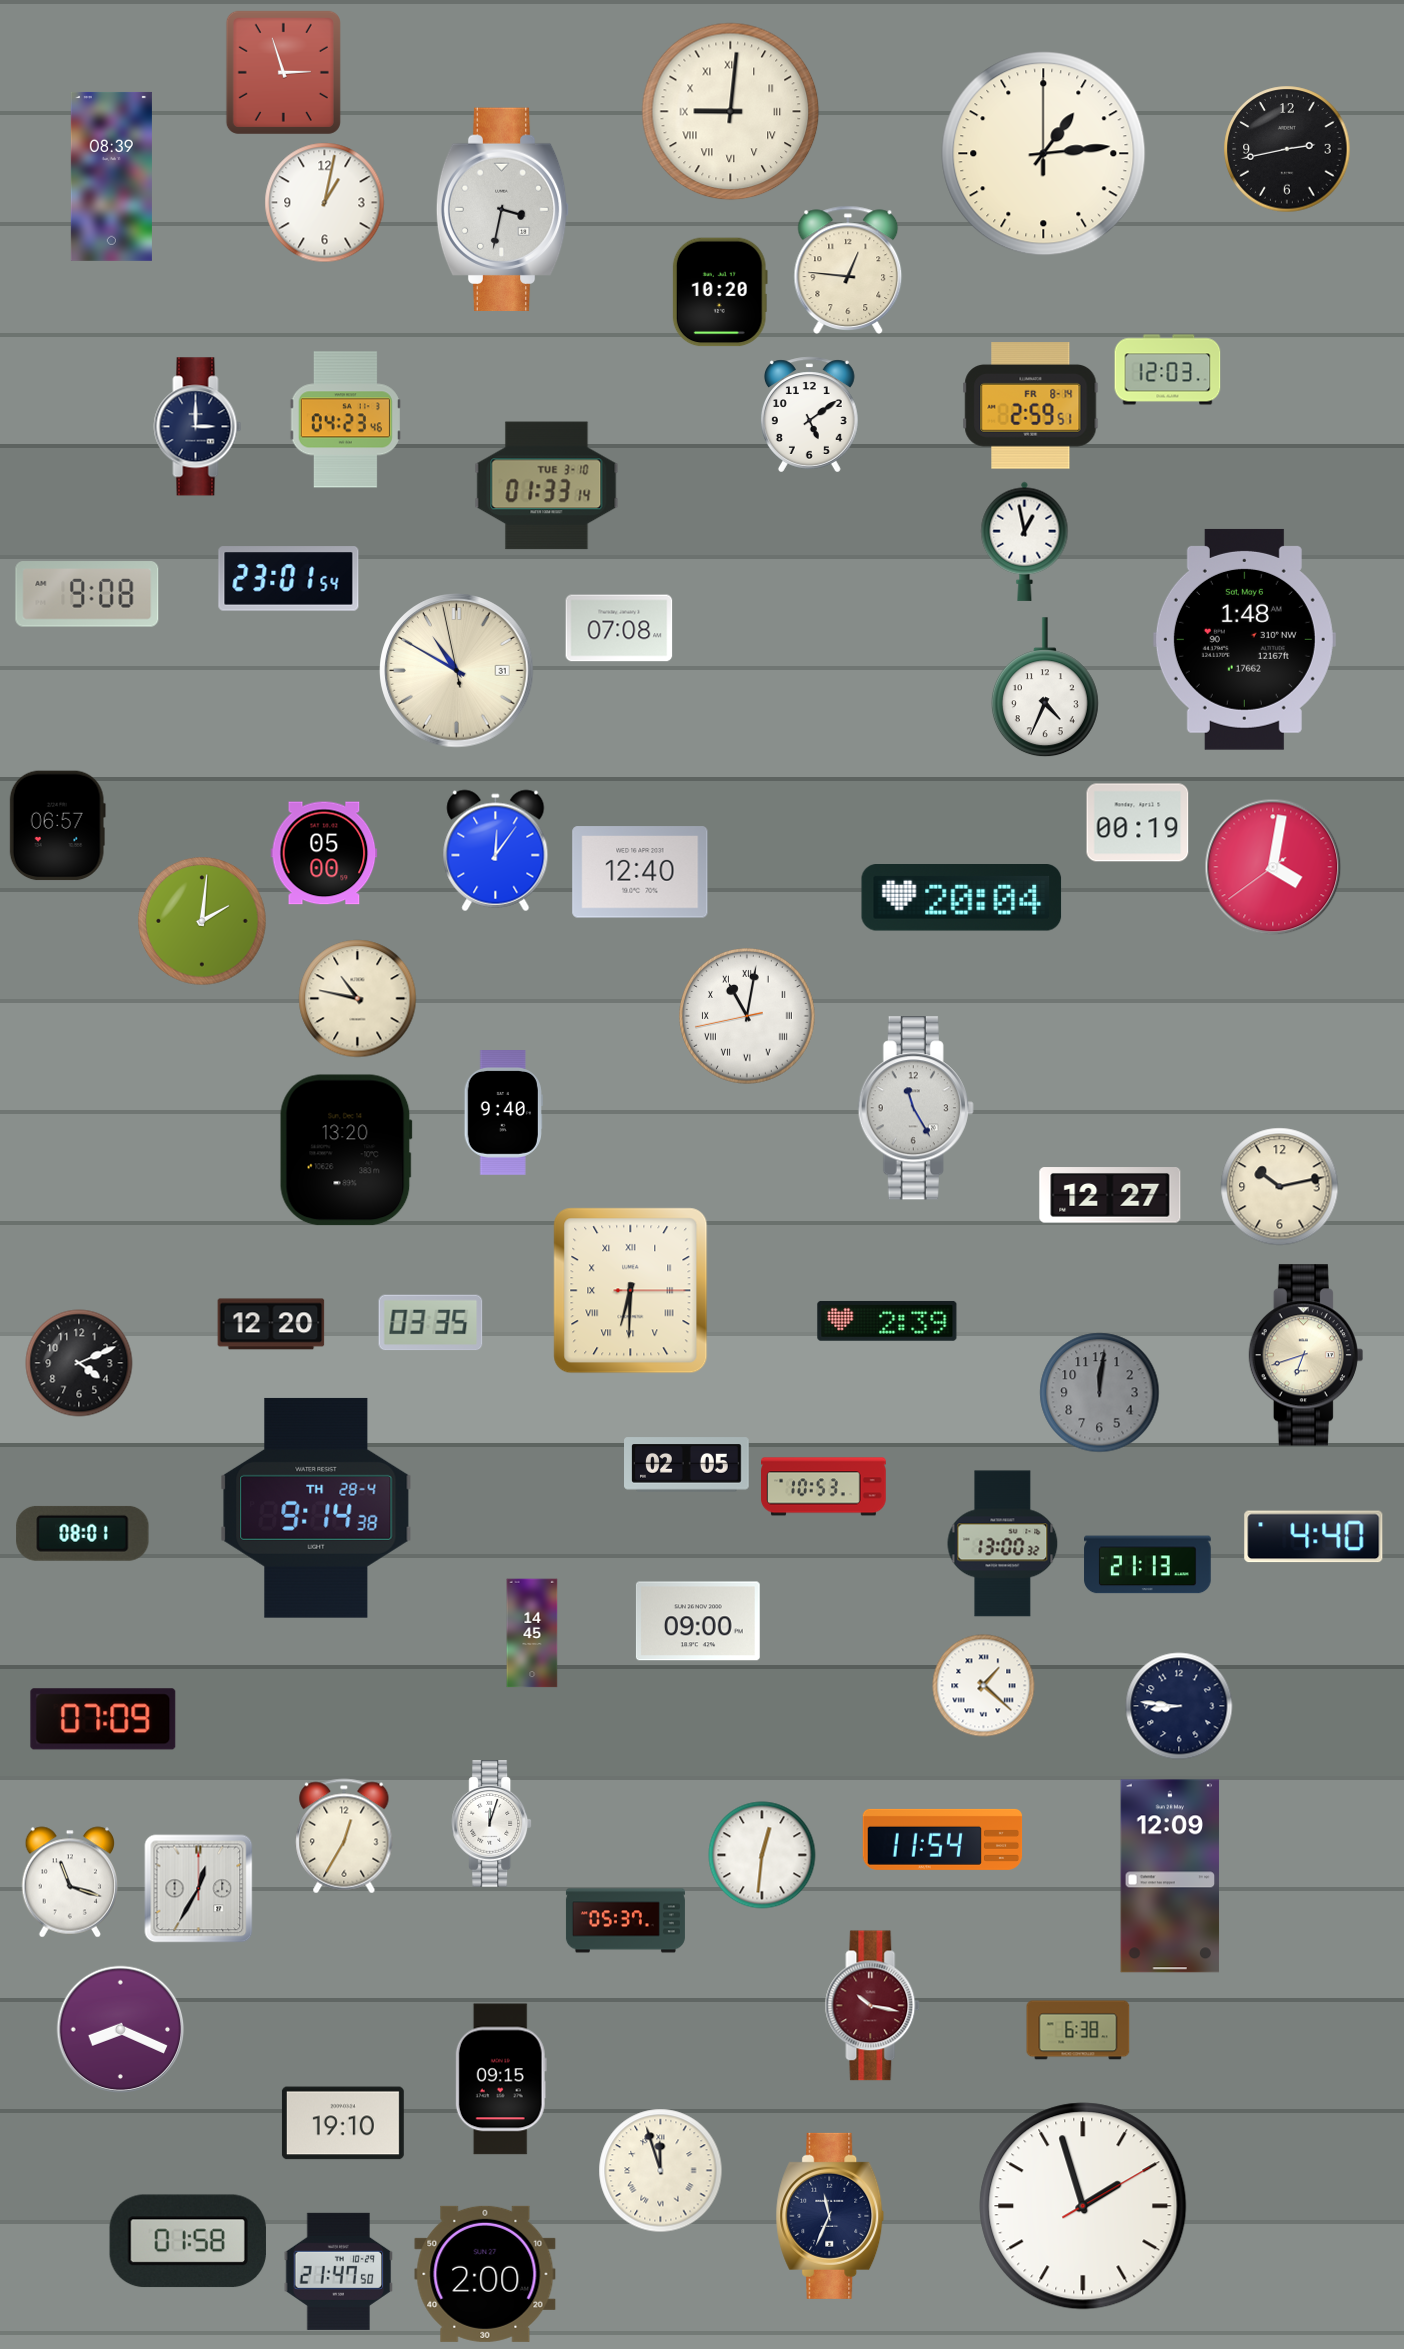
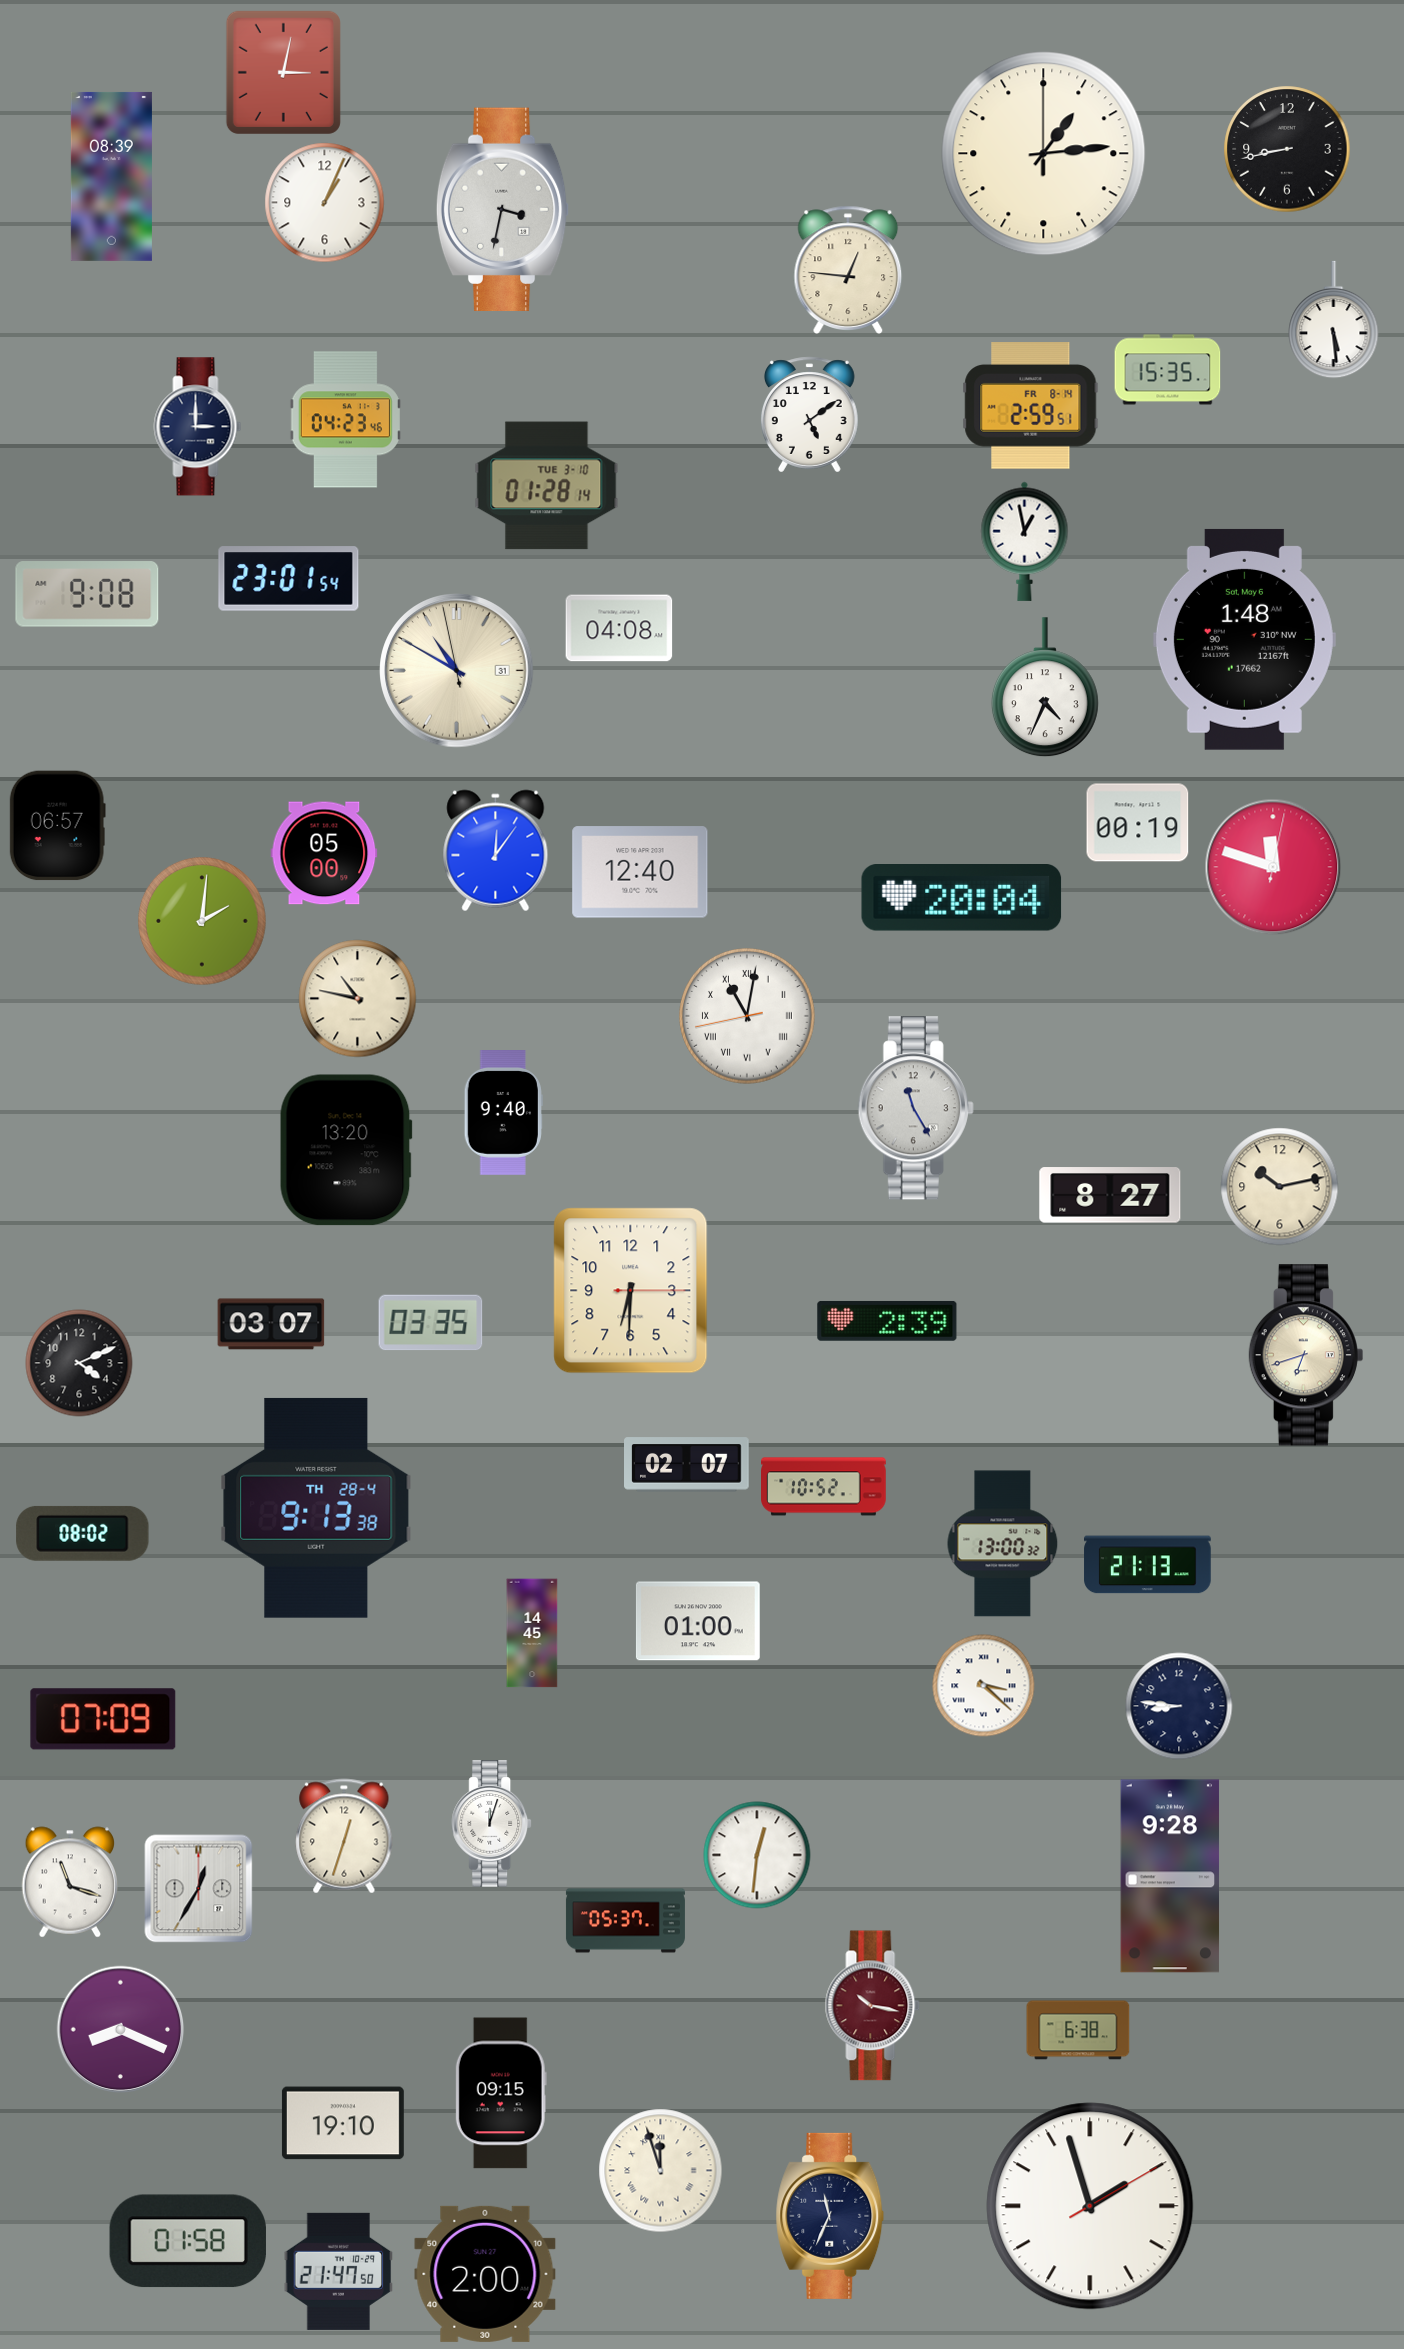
clock at (283, 72): 2:57 -> 3:02
clock at (731, 112): 9:01 -> none
clock at (1287, 149): 2:43 -> 8:43
clock at (325, 203): 1:02 -> 1:04
clock at (720, 292): 10:20 -> none
clock at (1334, 320): none -> 5:29
clock at (1168, 370): 12:03 -> 15:35
clock at (547, 486): 01:33 -> 01:28
clock at (619, 628): 07:08 -> 04:08
clock at (1273, 867): 4:01 -> 11:48
clock at (1110, 1195): 12:27 -> 8:27
clock at (631, 1291) numerals: Roman -> Arabic
clock at (271, 1324): 12:20 -> 03:07
clock at (1100, 1393): 12:01 -> none
clock at (687, 1465): 02:05 -> 02:07
clock at (824, 1487): 10:53 -> 10:52
clock at (316, 1508): 9:14 -> 9:13
clock at (83, 1533): 08:01 -> 08:02
clock at (1314, 1537): 4:40 -> none
clock at (698, 1621): 09:00 -> 01:00
clock at (984, 1686): 1:22 -> 3:22
clock at (344, 1836): 12:35 -> 12:33
clock at (943, 1839): 11:54 -> none
clock at (762, 1855) position: (762, 1855) -> (757, 1855)
clock at (1170, 1876): 12:09 -> 9:28
clock at (501, 2079) position: (501, 2079) -> (501, 2093)
clock at (1083, 2206) position: (1083, 2206) -> (1090, 2206)
